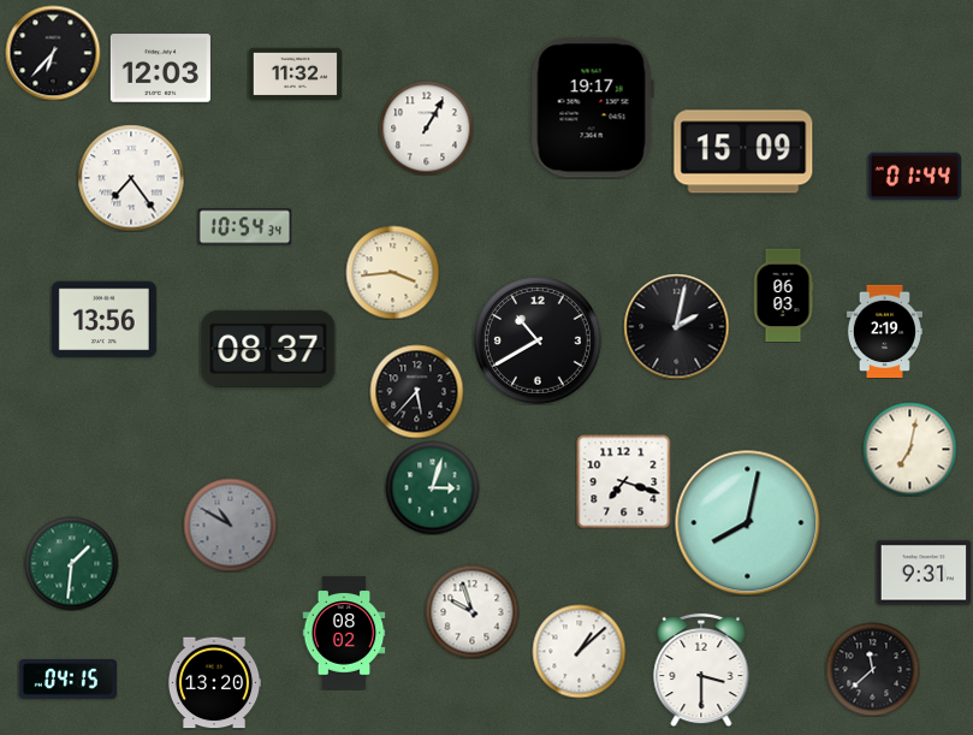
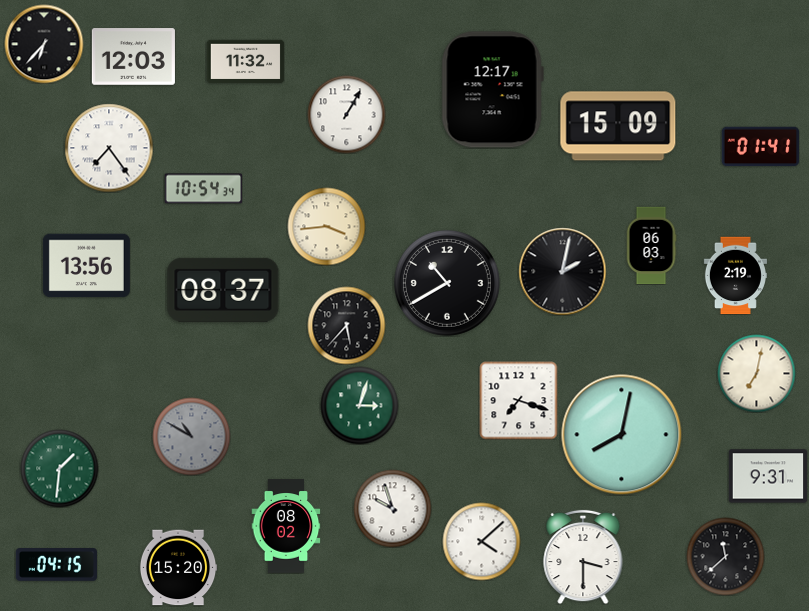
clock at (592, 108): 19:17 -> 12:17
clock at (426, 128) position: (426, 128) -> (346, 114)
clock at (914, 177): 01:44 -> 01:41
clock at (579, 651): 1:08 -> 4:08
clock at (214, 683): 13:20 -> 15:20
